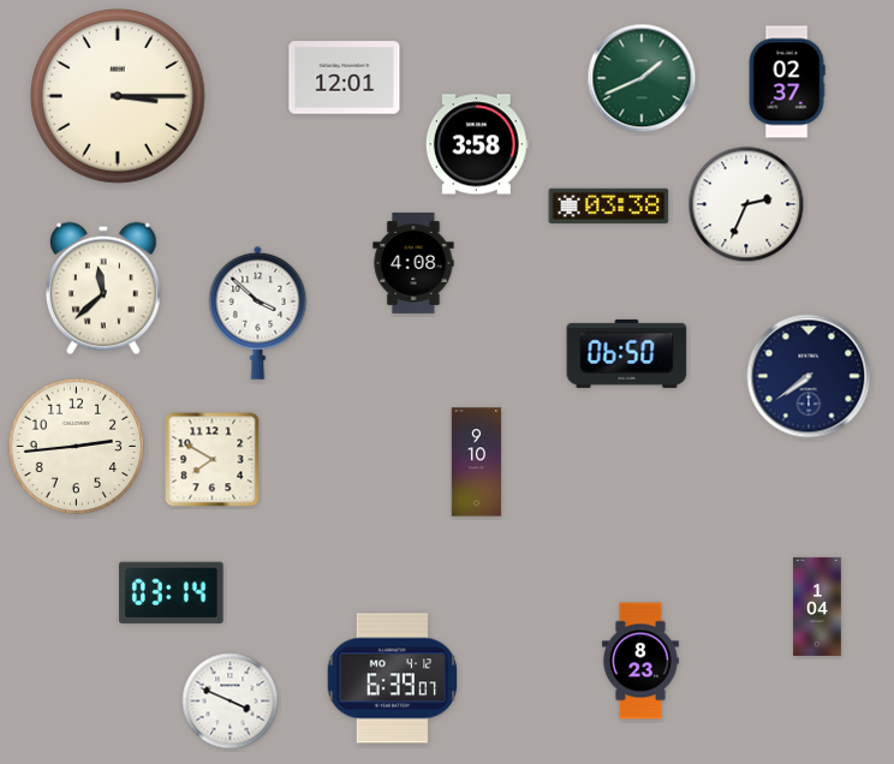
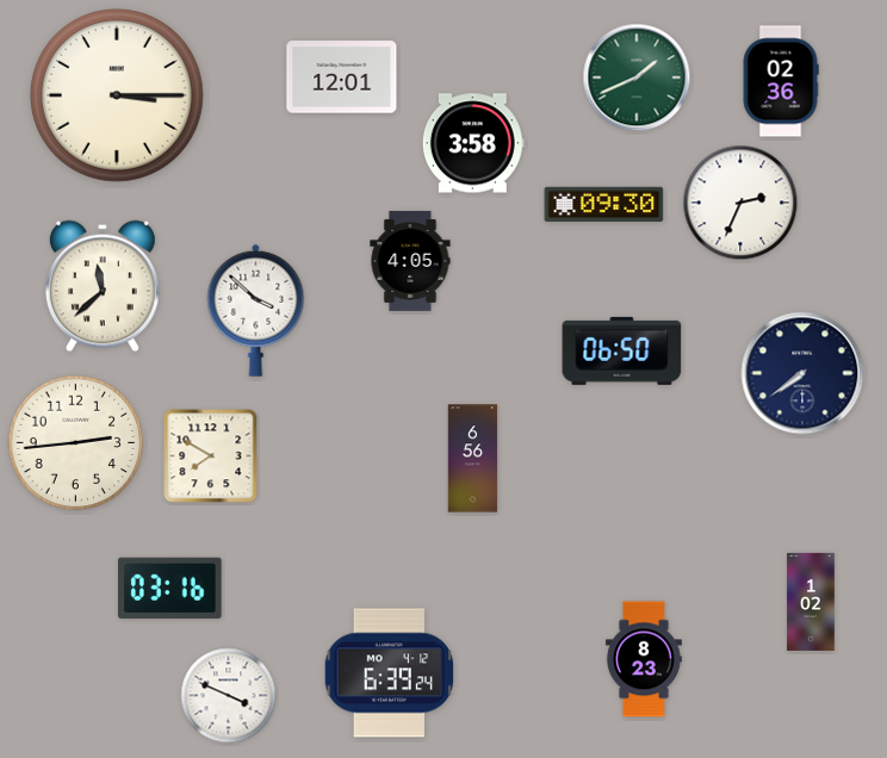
clock at (787, 82): 02:37 -> 02:36
clock at (609, 205): 03:38 -> 09:30
clock at (413, 263): 4:08 -> 4:05
clock at (477, 462): 9:10 -> 6:56
clock at (172, 592): 03:14 -> 03:16
clock at (817, 607): 1:04 -> 1:02
clock at (640, 661) position: (640, 661) -> (644, 659)
clock at (393, 679): 6:39:07 -> 6:39:24
